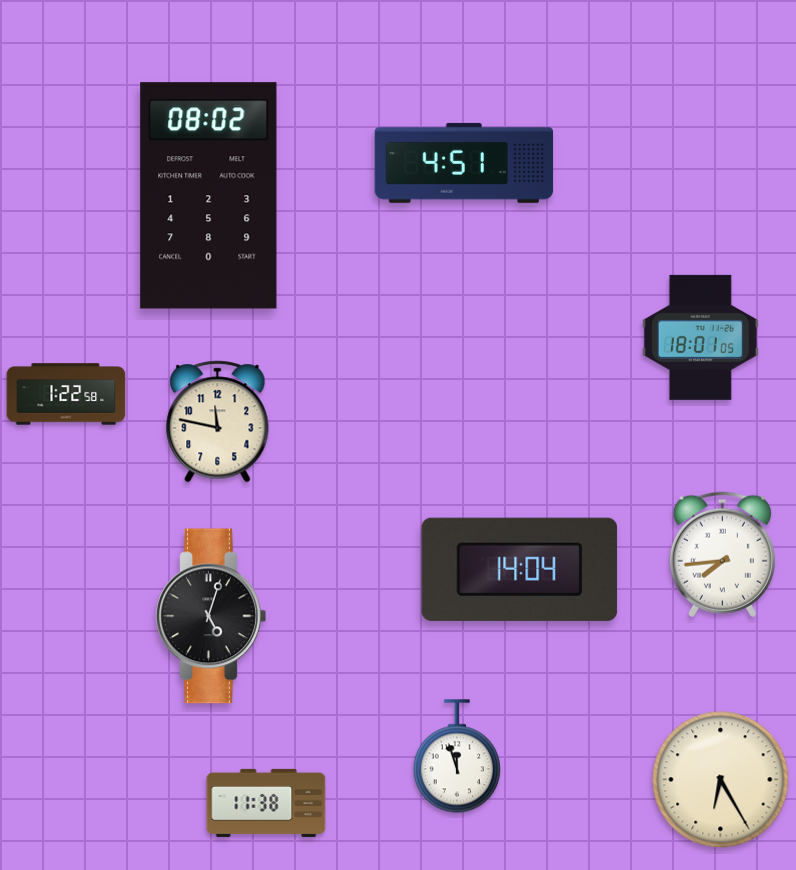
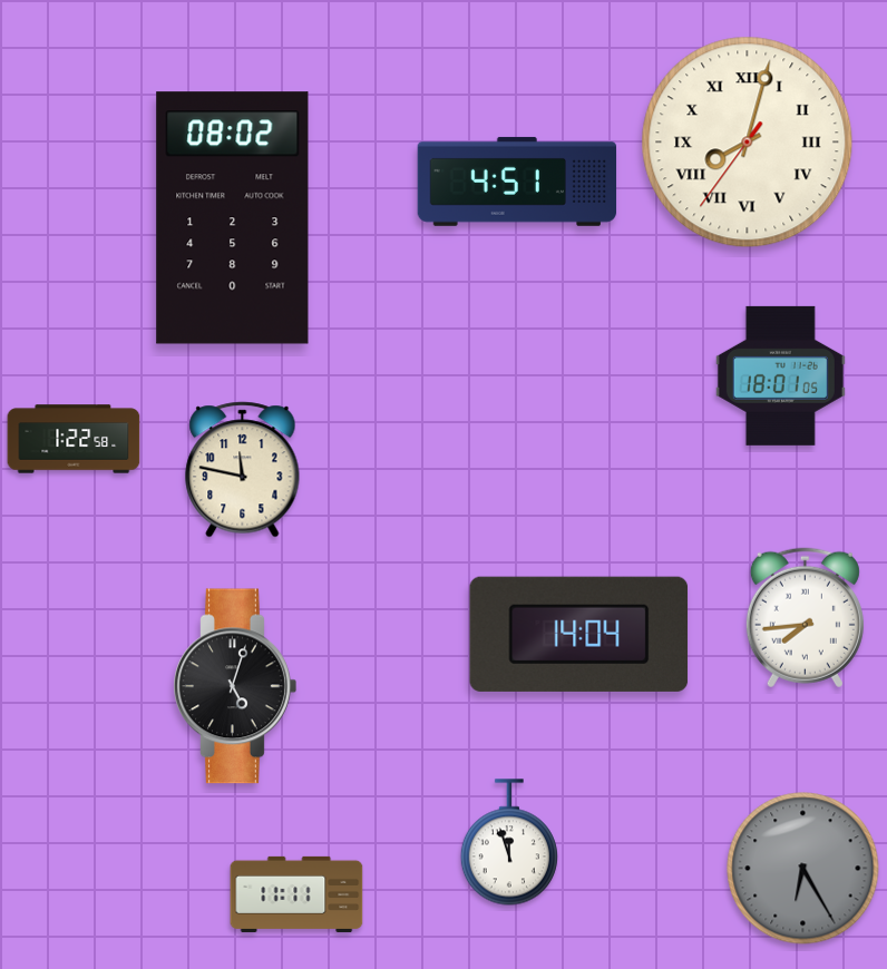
clock at (748, 143): none -> 8:02
clock at (721, 780) dial: cream -> grey
clock at (266, 803): 11:38 -> 11:11
